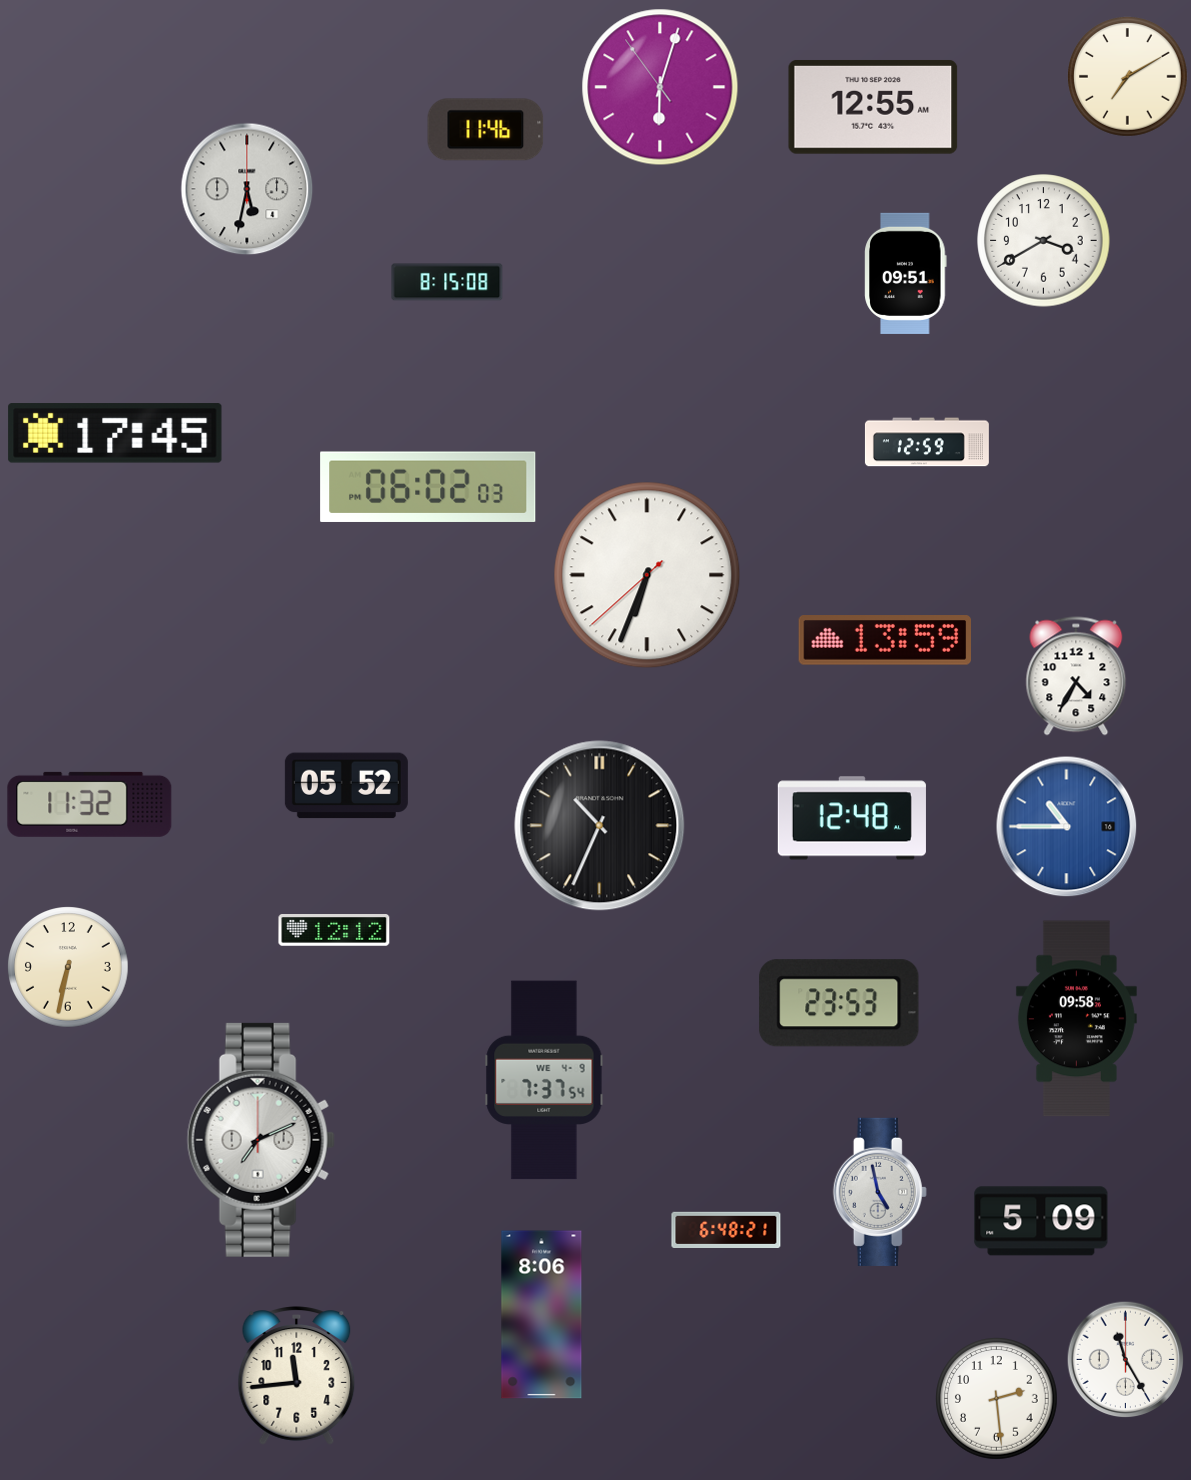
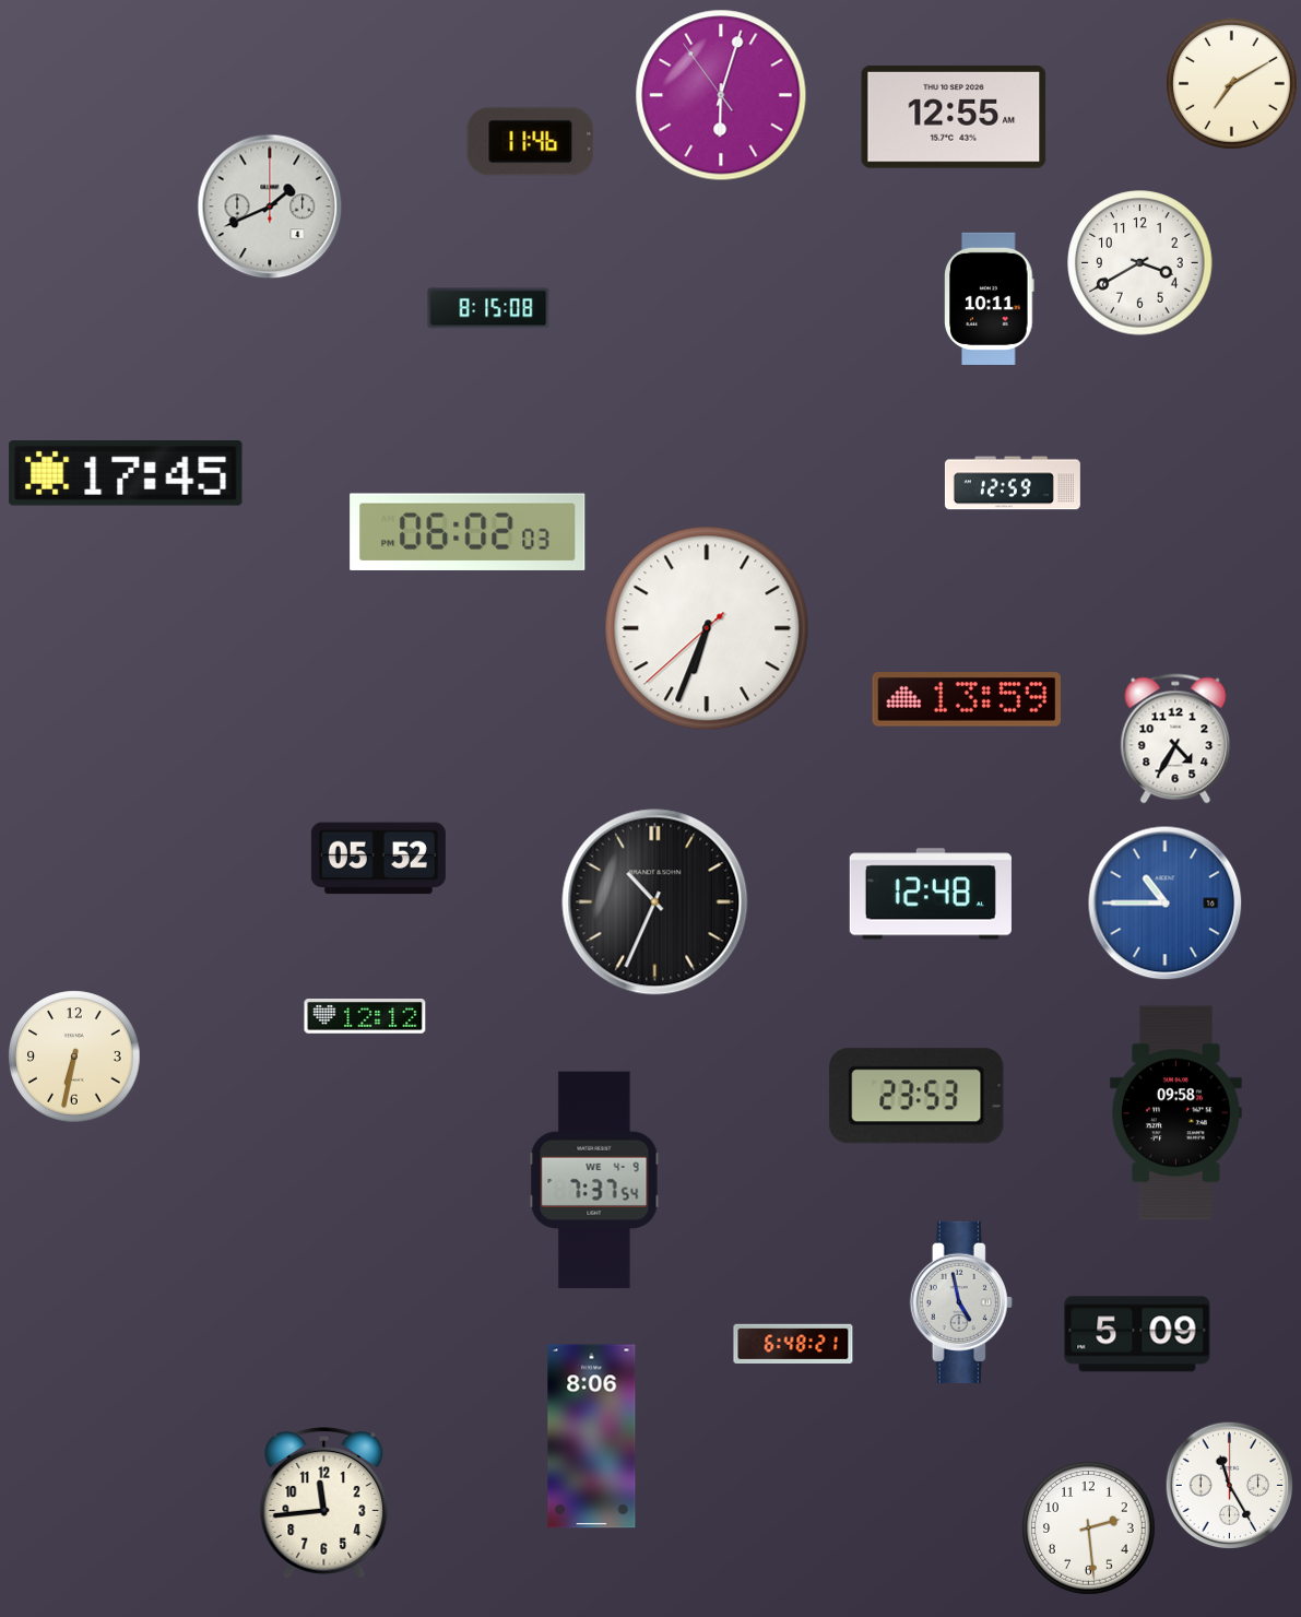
clock at (247, 189): 5:32 -> 1:41
clock at (906, 273): 09:51 -> 10:11
clock at (90, 804): 11:32 -> none
clock at (261, 1140): 7:11 -> none
